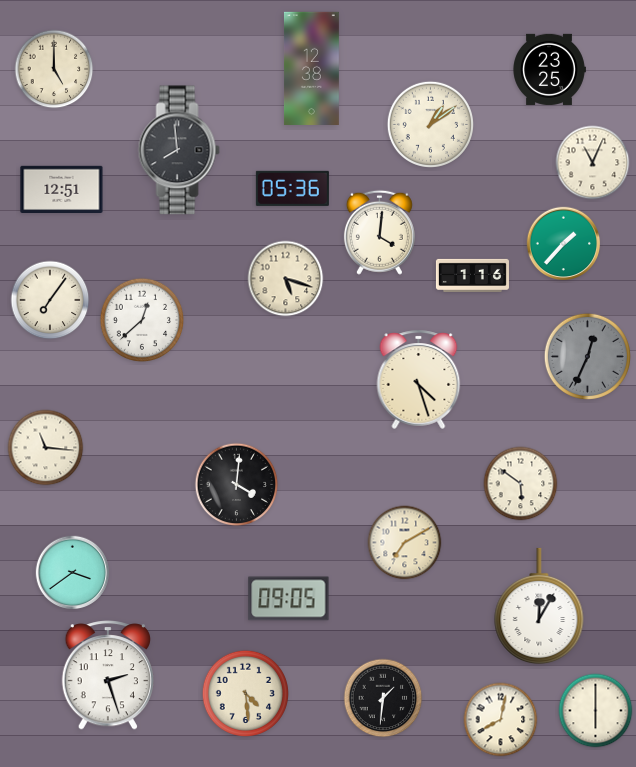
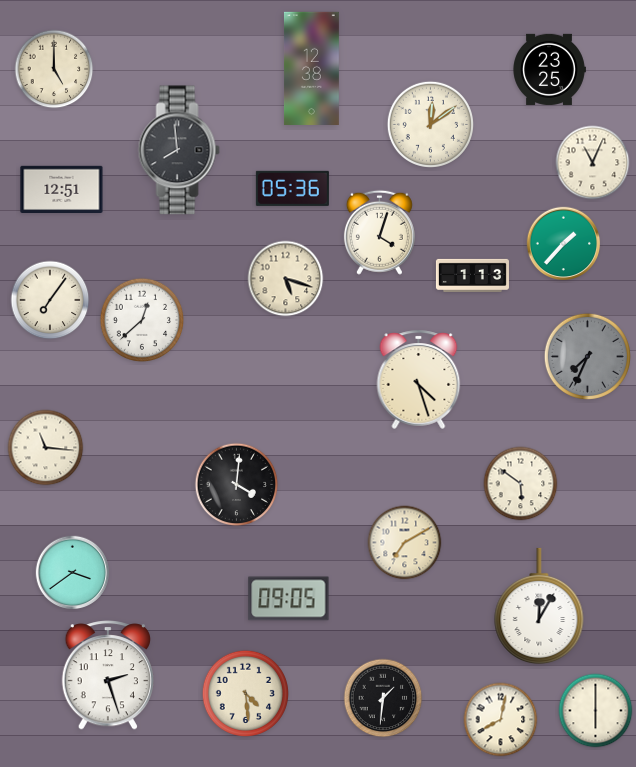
clock at (430, 124): 1:09 -> 12:09
clock at (379, 232): 4:01 -> 4:03
clock at (472, 275): 1:16 -> 1:13
clock at (587, 356): 12:34 -> 7:34
